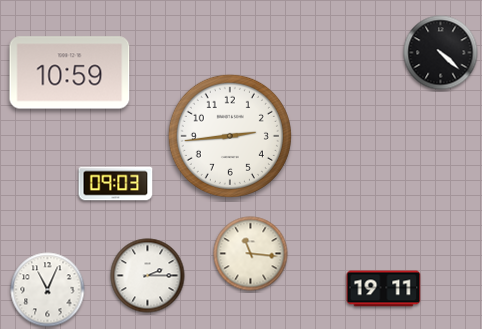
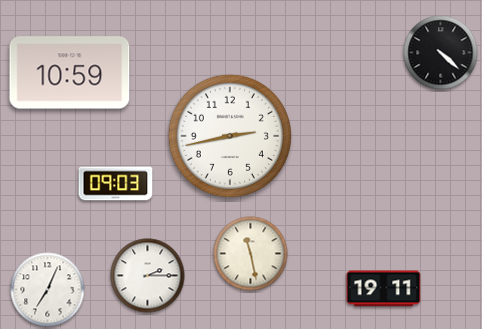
clock at (230, 136): 2:44 -> 2:43
clock at (251, 254): 11:16 -> 11:28
clock at (48, 290): 11:04 -> 7:04
